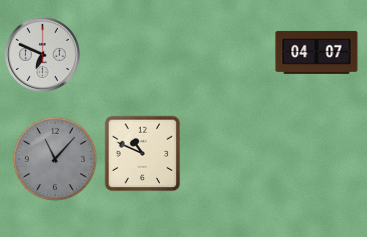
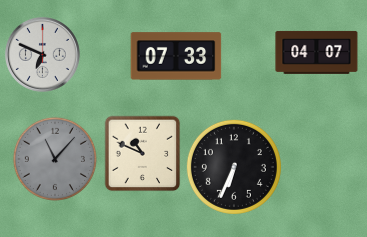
clock at (176, 56): none -> 07:33
clock at (234, 167): none -> 6:34
